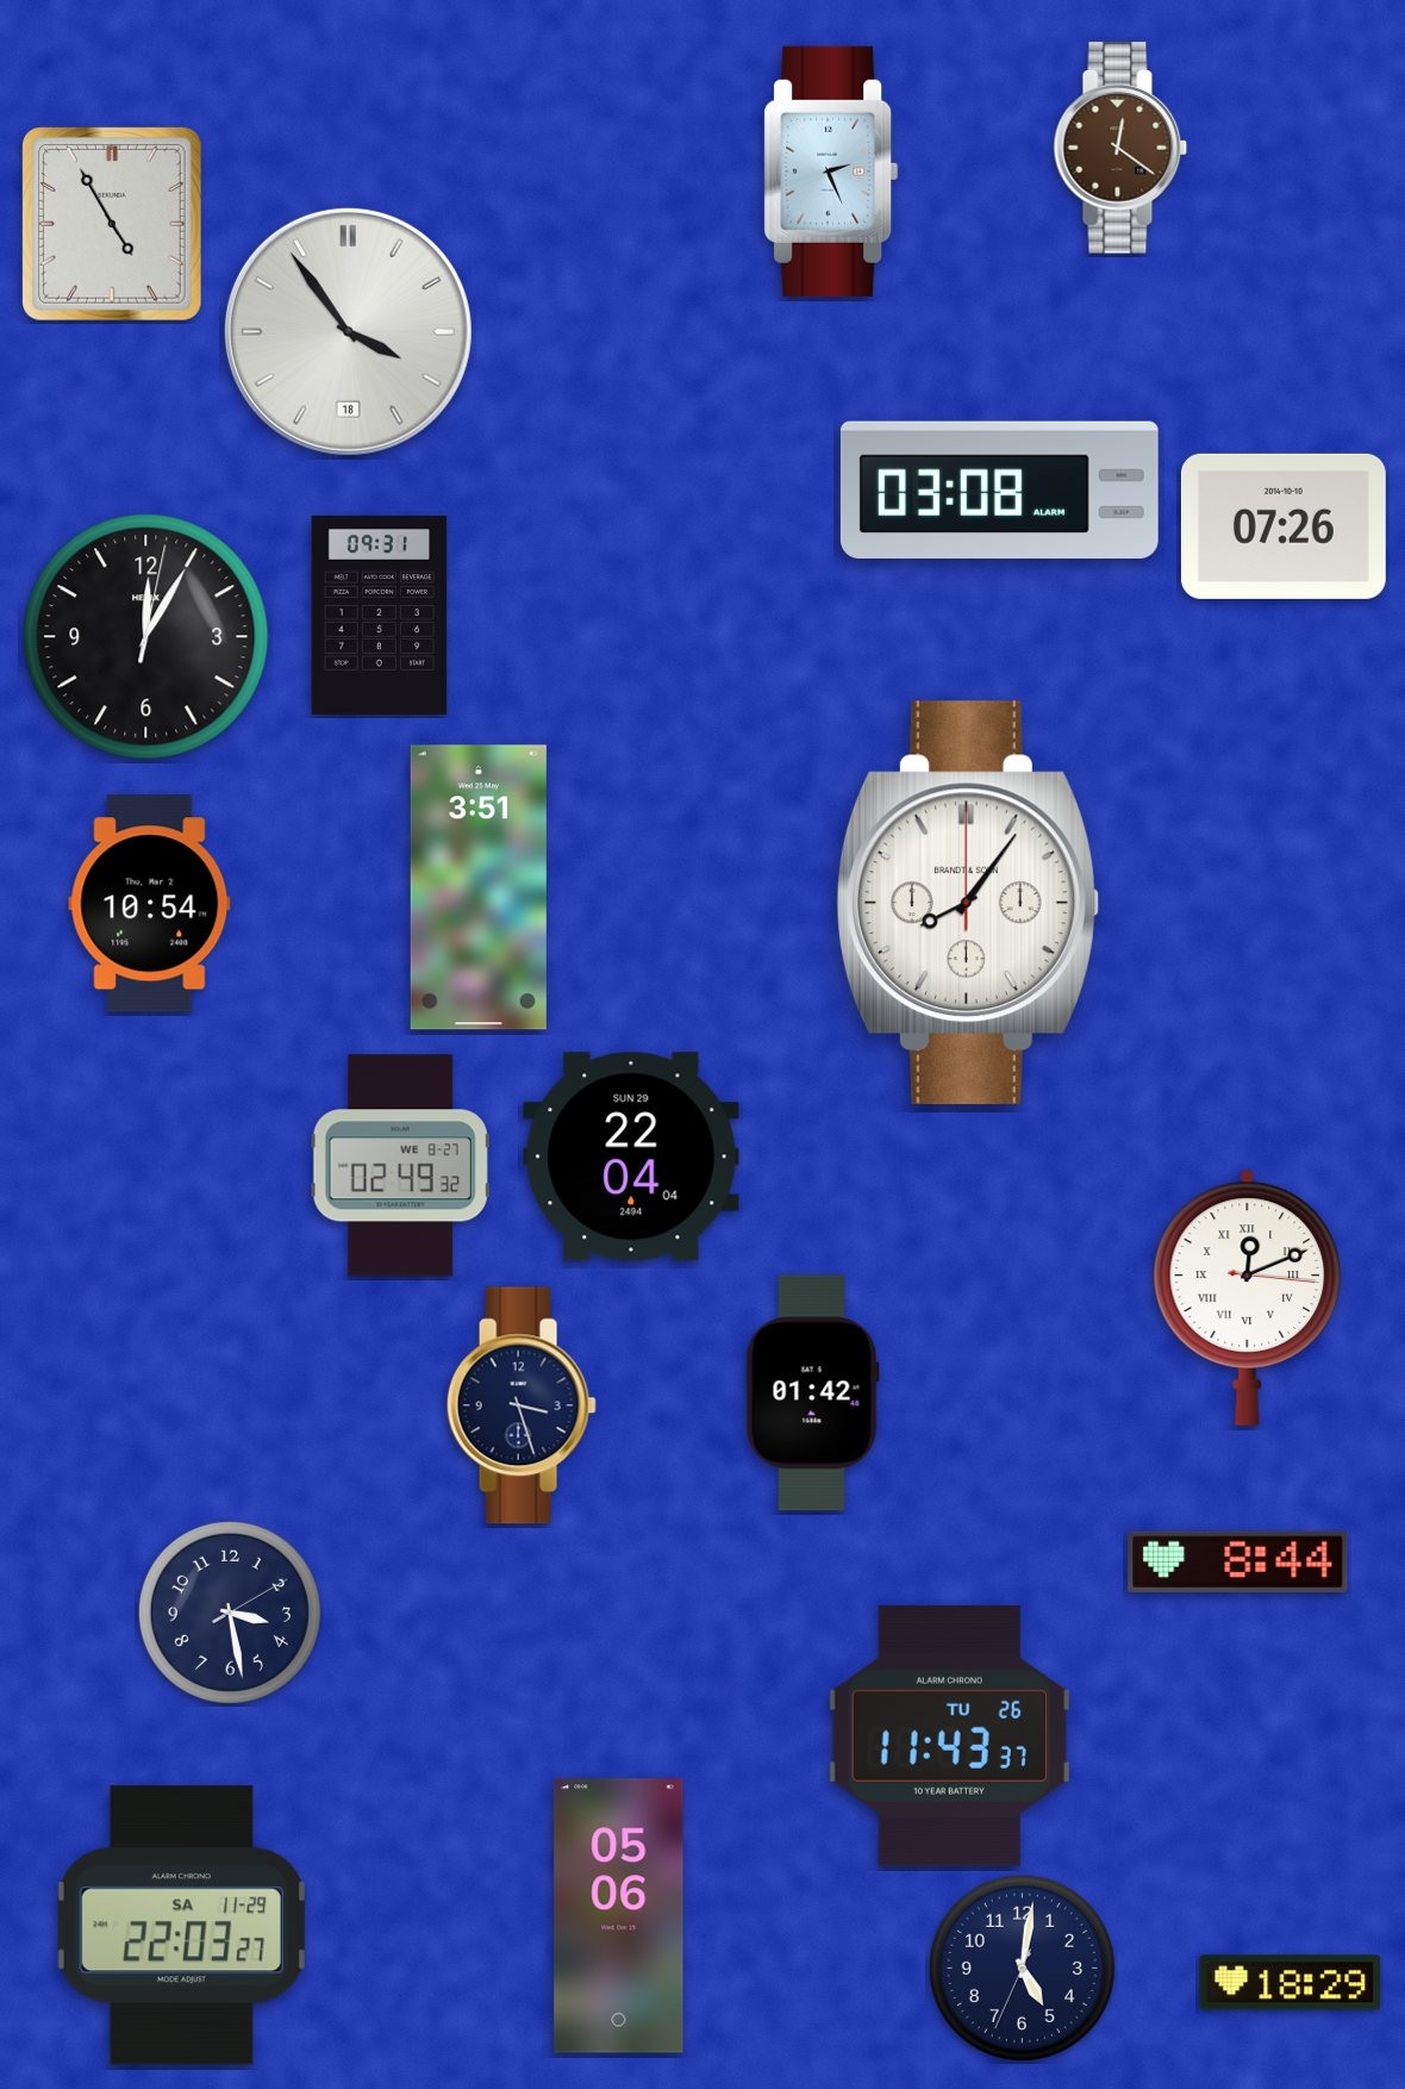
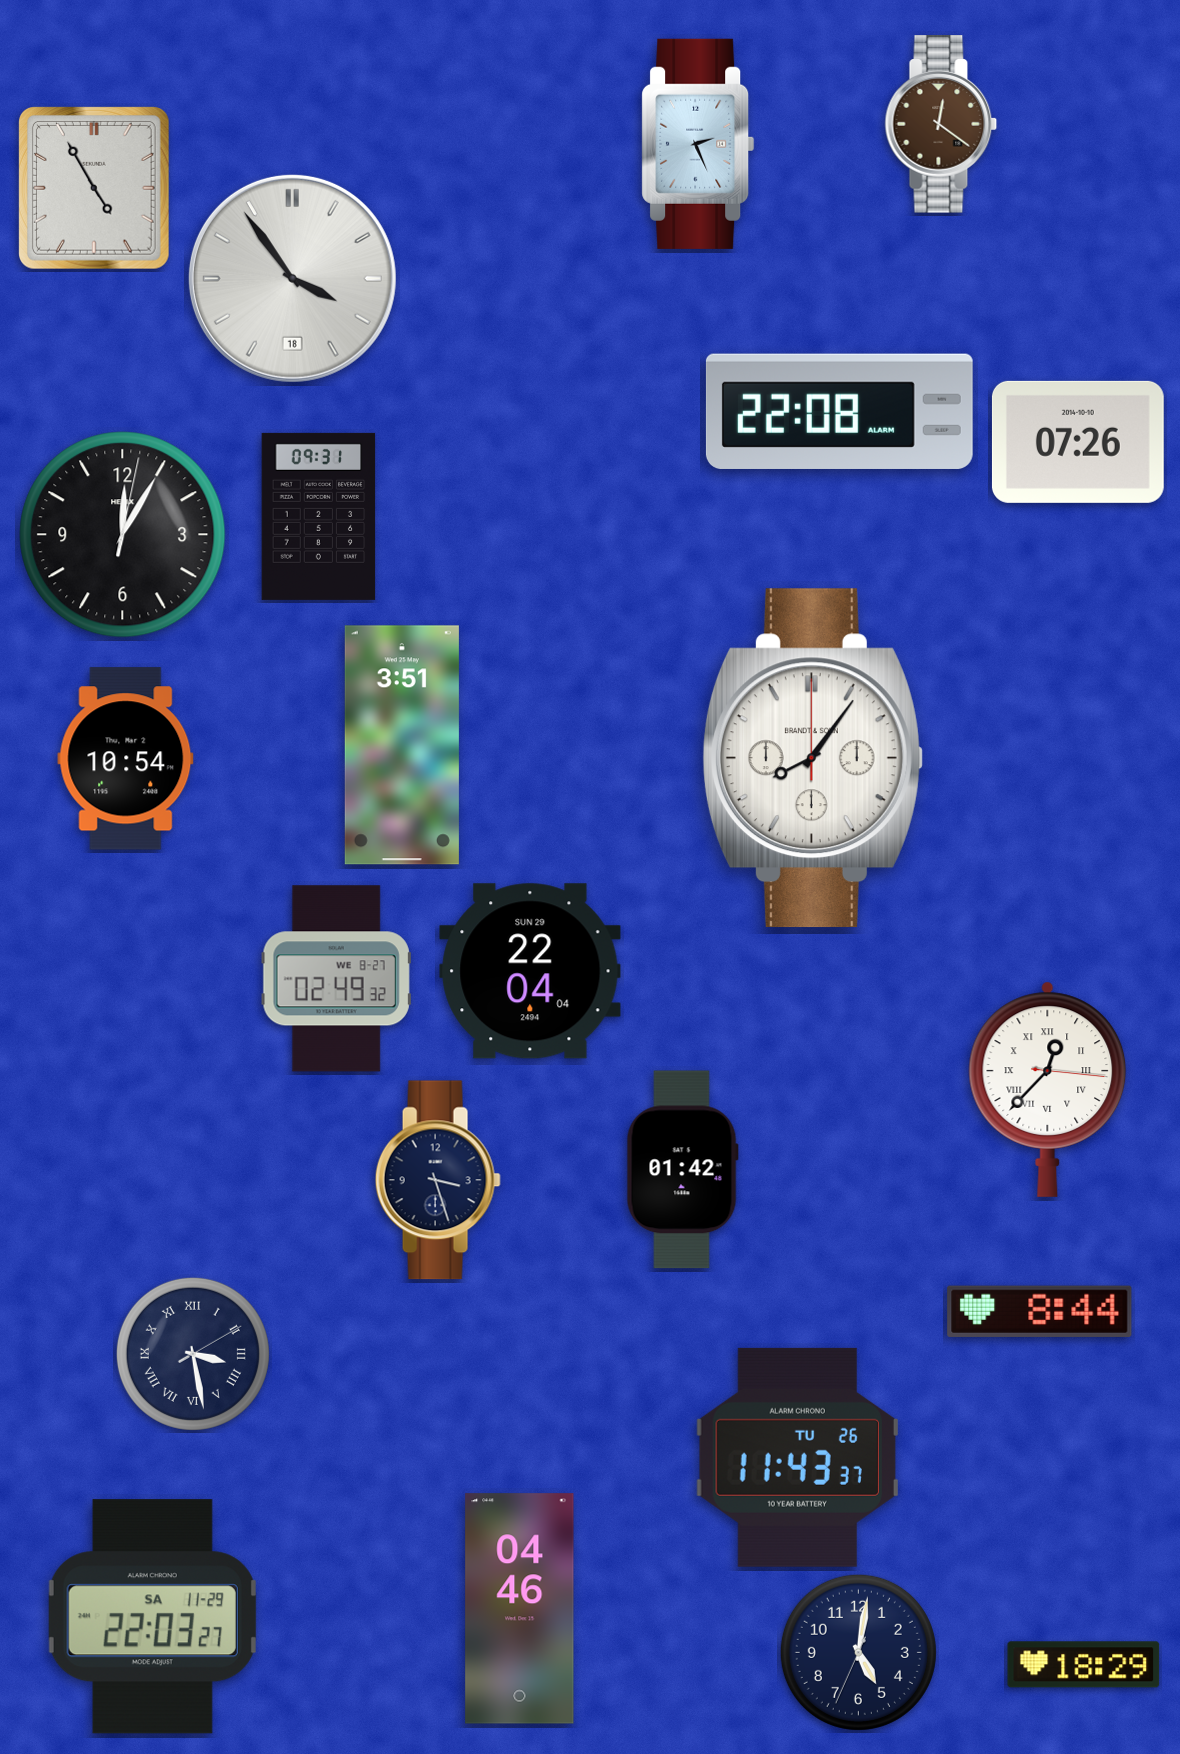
clock at (999, 489): 03:08 -> 22:08
clock at (1248, 1297): 12:11 -> 12:37
clock at (230, 1613) numerals: Arabic -> Roman
clock at (619, 1916): 05:06 -> 04:46
